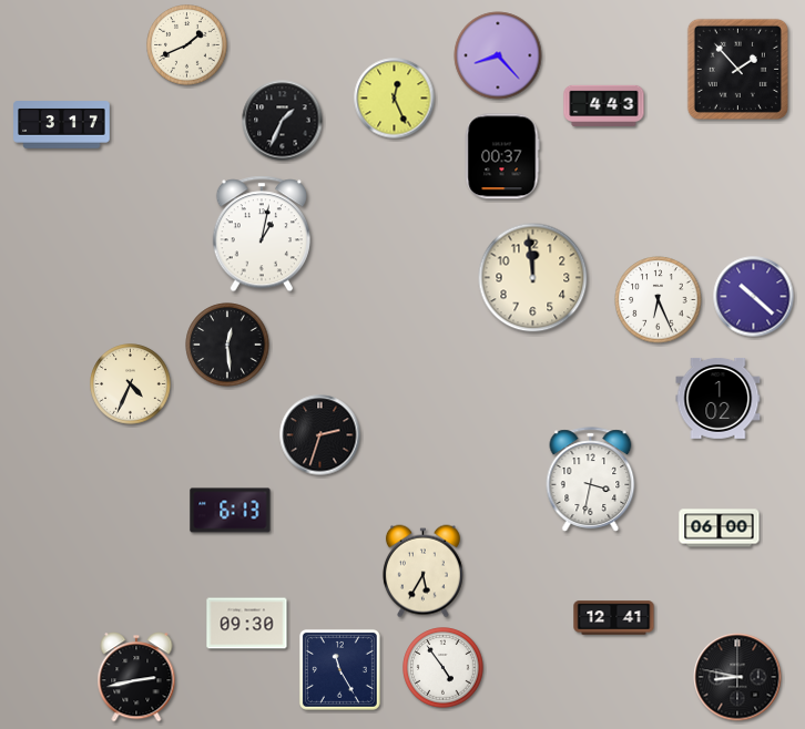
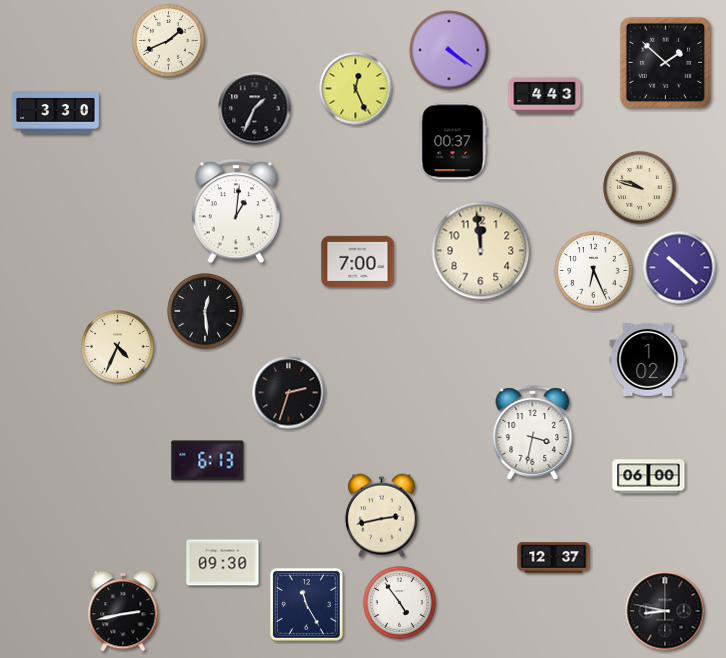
clock at (498, 55): 8:23 -> 4:21
clock at (737, 69): 1:53 -> 1:52
clock at (62, 125): 3:17 -> 3:30
clock at (640, 188): none -> 9:48
clock at (262, 234): 1:02 -> 1:01
clock at (358, 261): none -> 7:00
clock at (422, 572): 5:35 -> 2:43
clock at (614, 618): 12:41 -> 12:37
